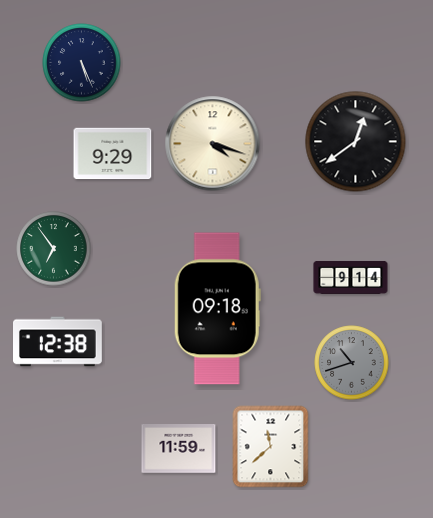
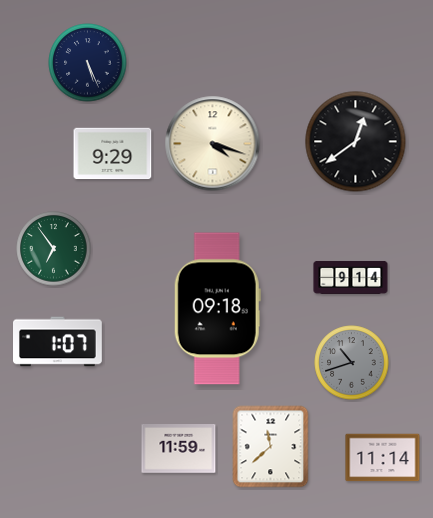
clock at (82, 63) position: (82, 63) -> (88, 63)
clock at (58, 342): 12:38 -> 1:07
clock at (383, 458): none -> 11:14
